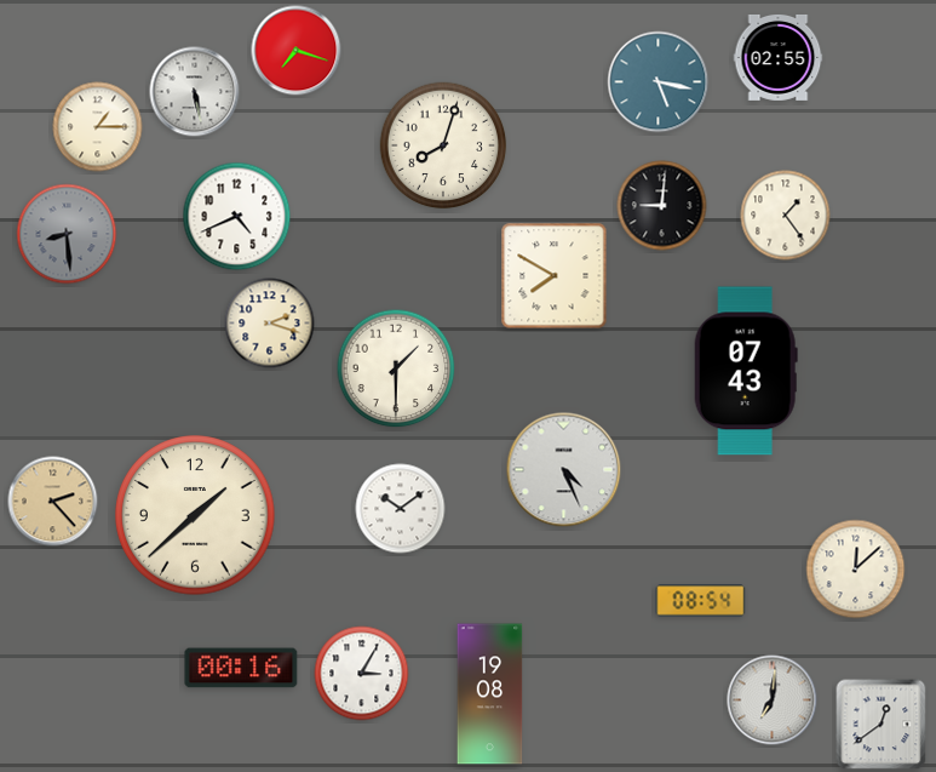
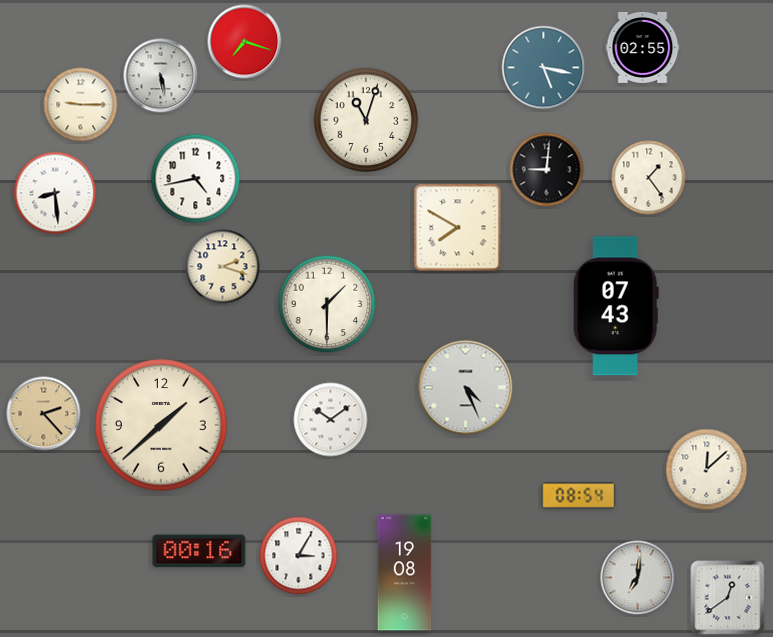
clock at (98, 127): 1:15 -> 9:15
clock at (443, 145): 8:03 -> 11:03
clock at (237, 217): 4:41 -> 4:43
clock at (67, 234) dial: grey -> white
